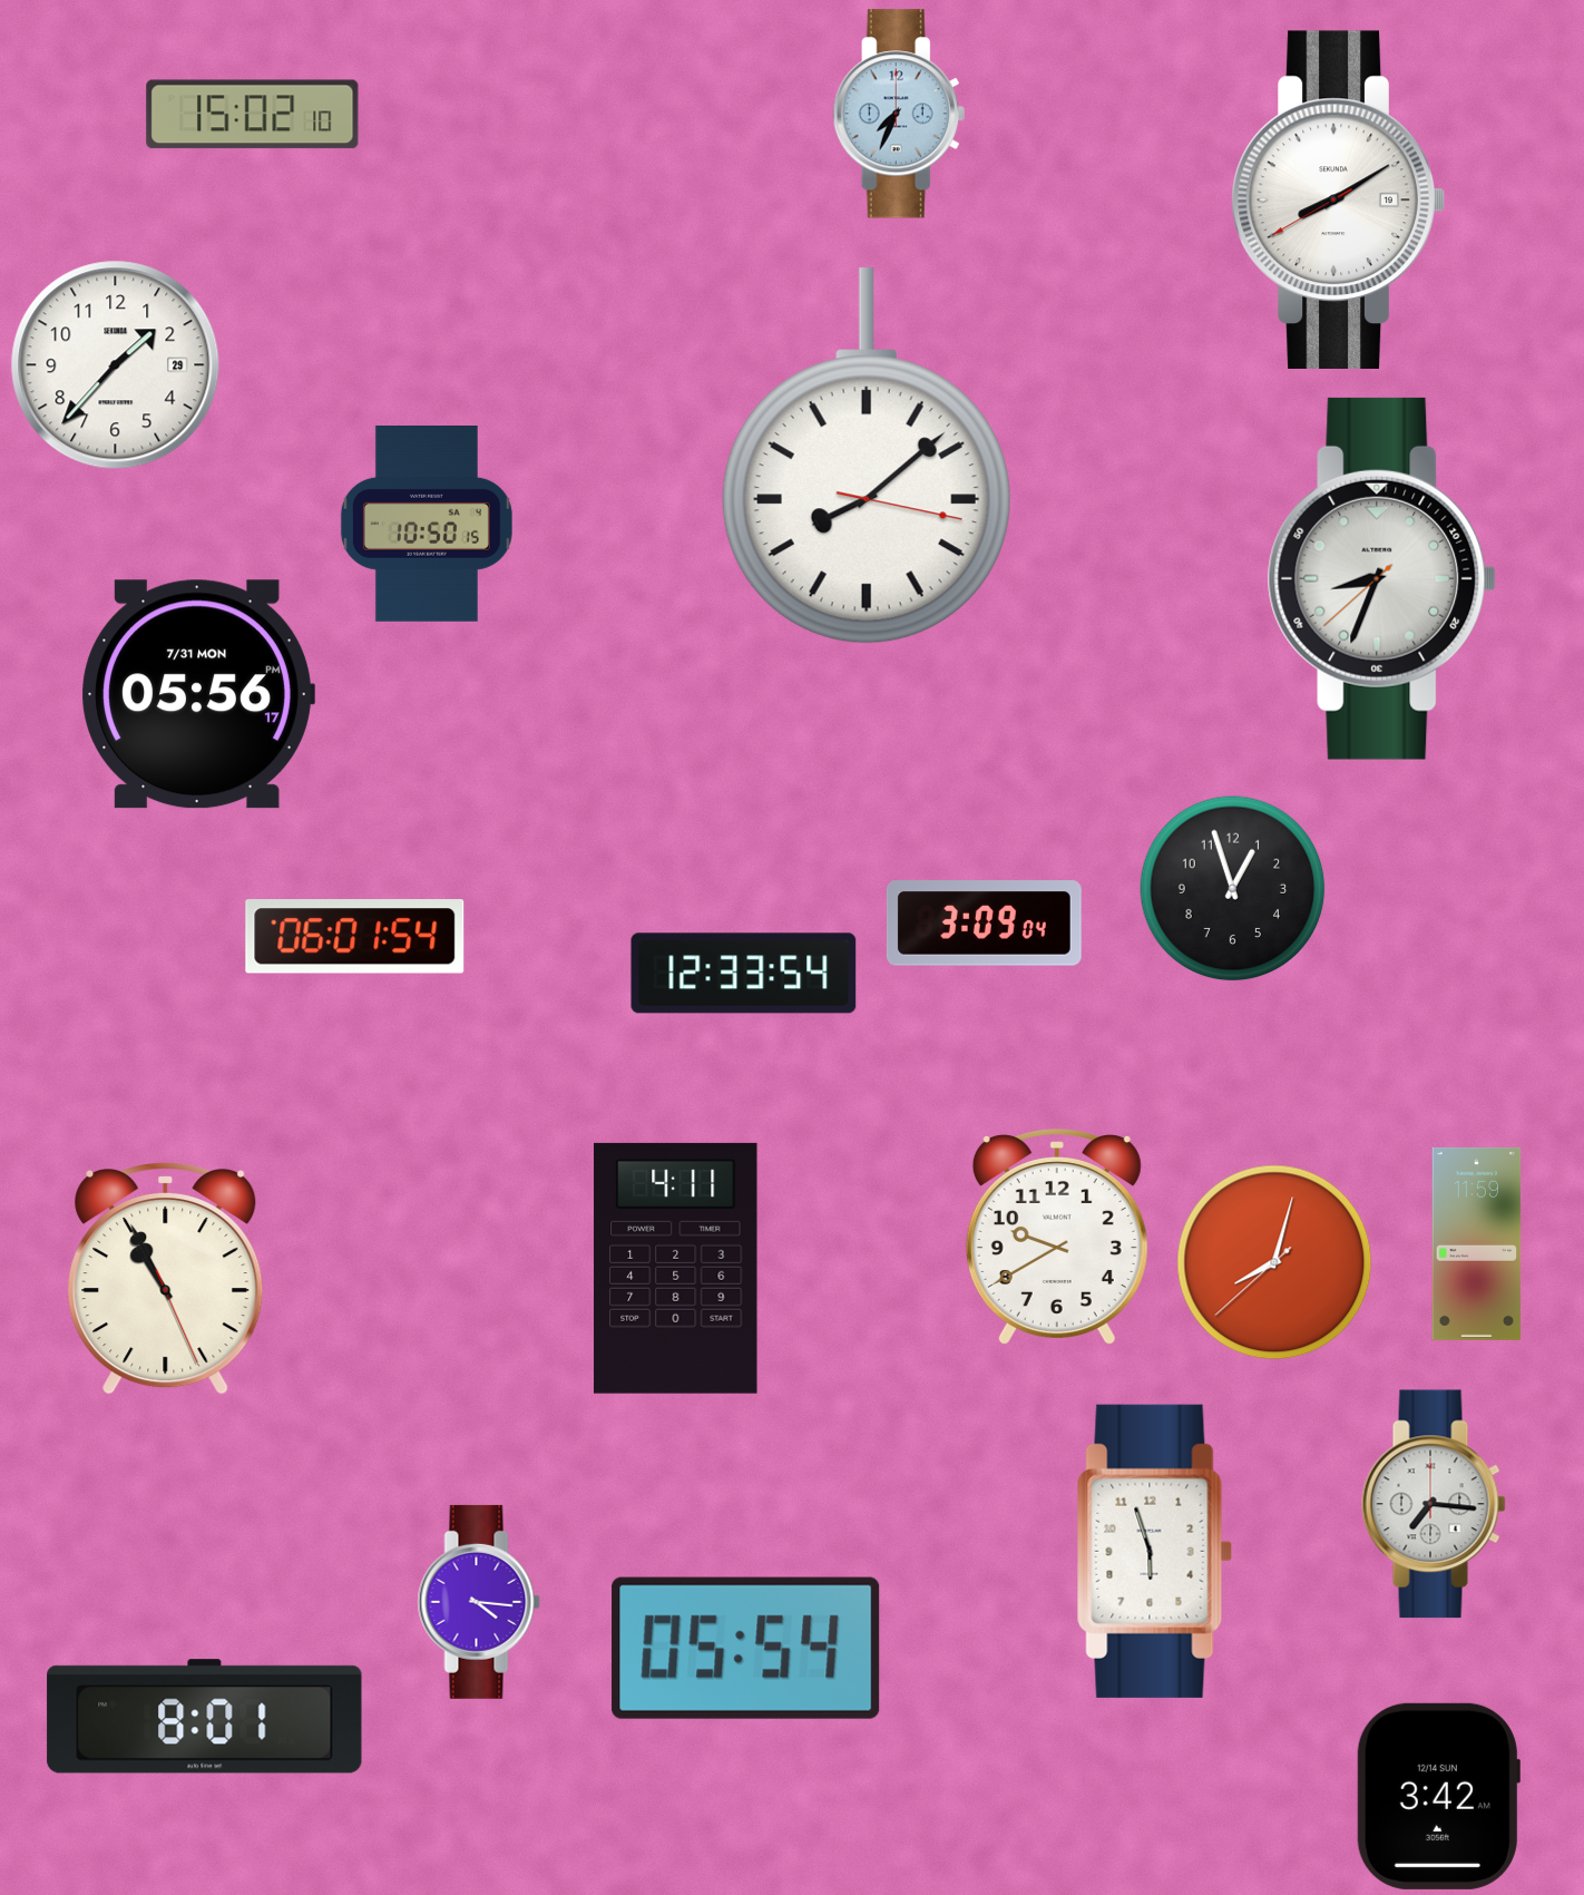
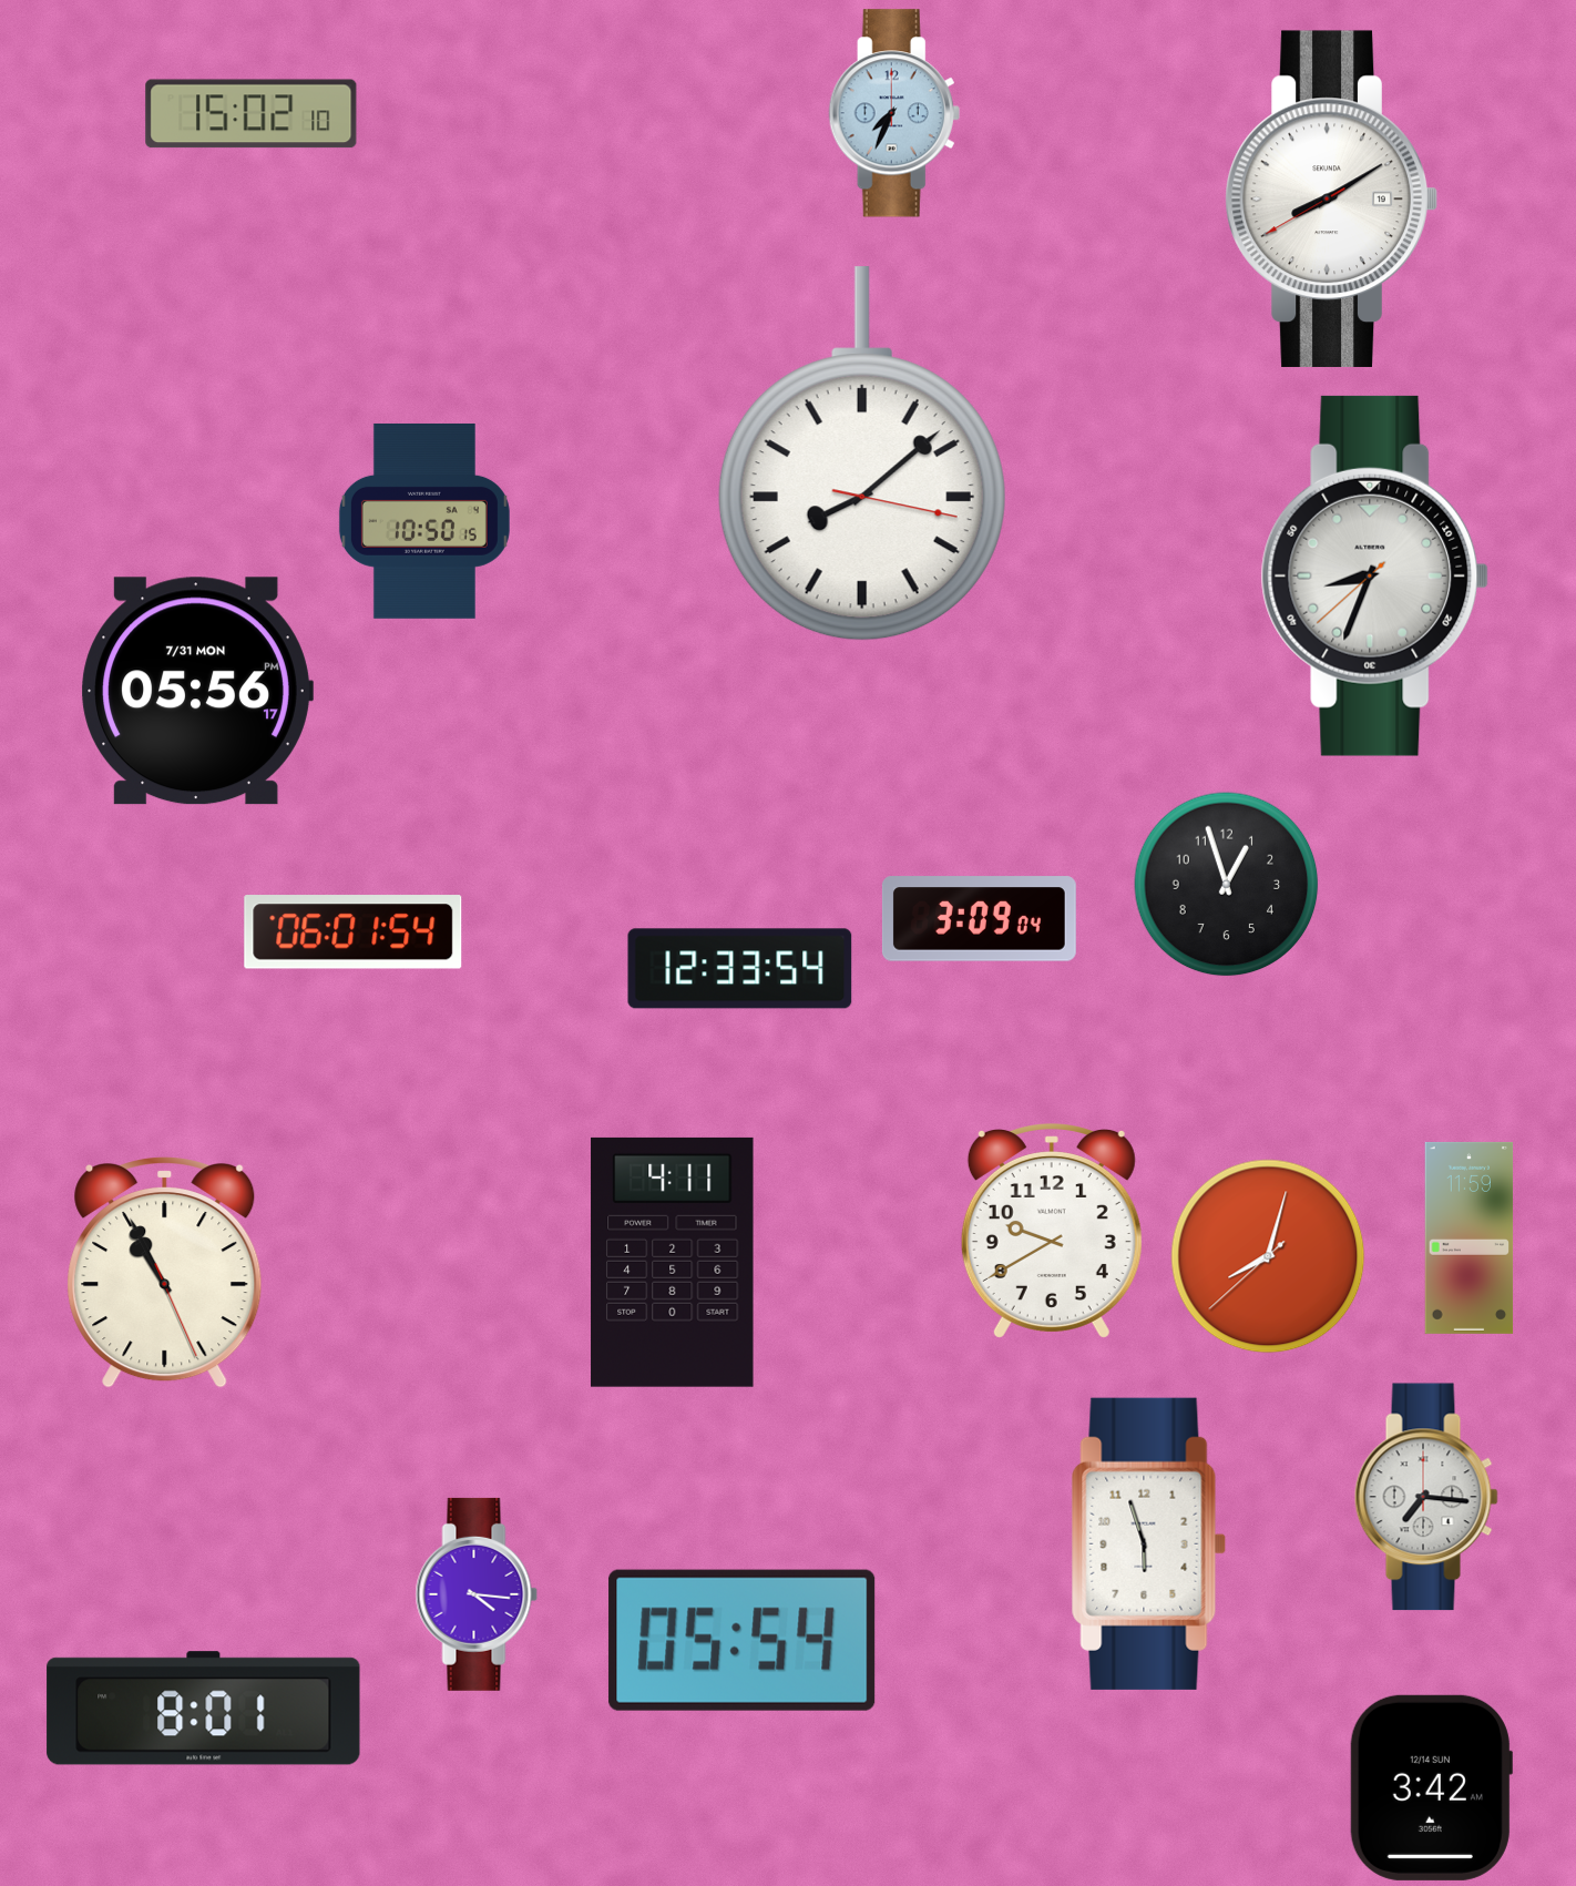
clock at (116, 365): 1:37 -> none
